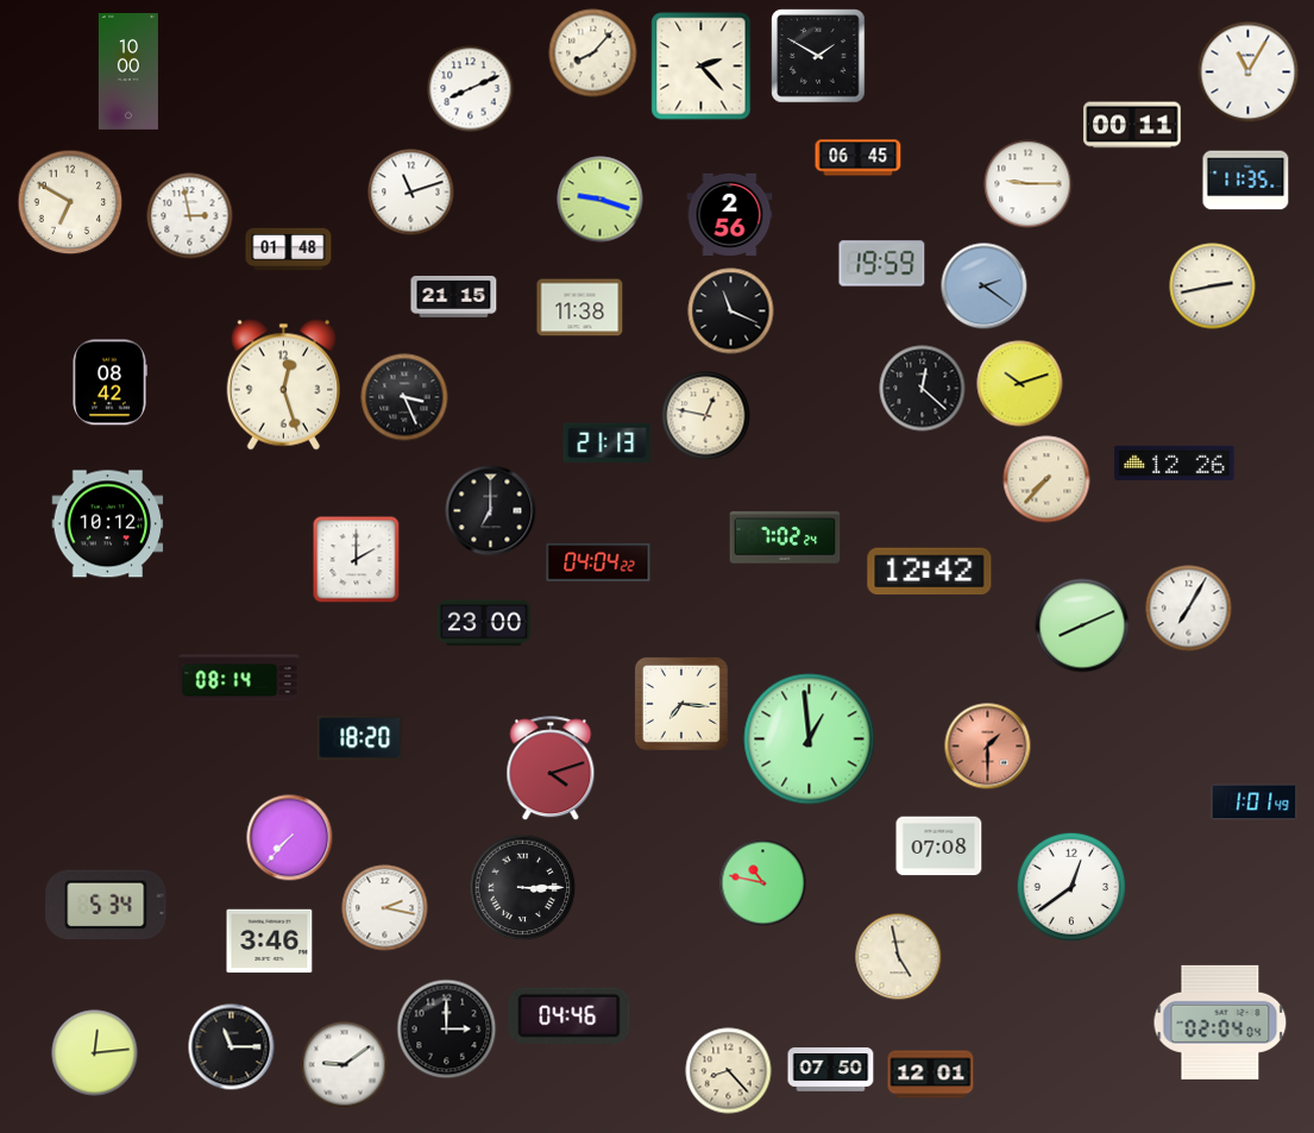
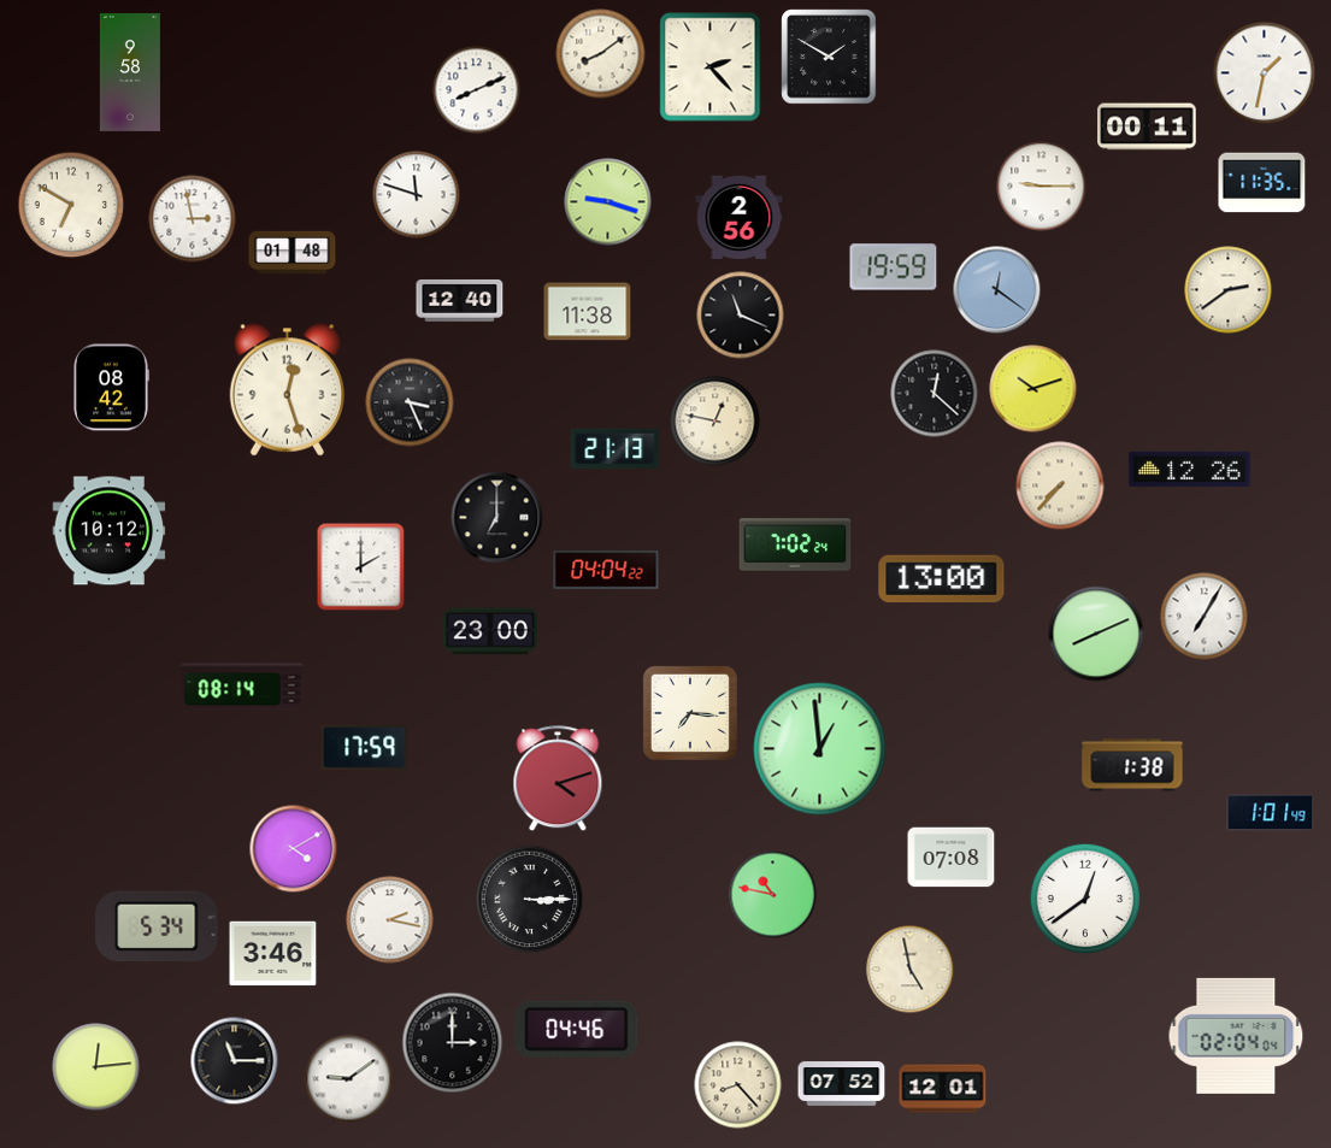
clock at (593, 53): 8:07 -> 8:09
clock at (128, 73): 10:00 -> 9:58
clock at (1249, 73): 11:05 -> 1:32
clock at (859, 158): 06:45 -> none
clock at (411, 193): 11:12 -> 11:48
clock at (985, 287): 2:21 -> 12:21
clock at (1213, 287): 2:43 -> 2:39
clock at (454, 296): 21:15 -> 12:40
clock at (930, 572): 12:42 -> 13:00
clock at (360, 738): 18:20 -> 17:59
clock at (988, 747): 1:30 -> none
clock at (1132, 765): none -> 1:38
clock at (290, 838): 7:37 -> 4:10
clock at (106, 905) position: (106, 905) -> (157, 926)
clock at (831, 1070): 07:50 -> 07:52
